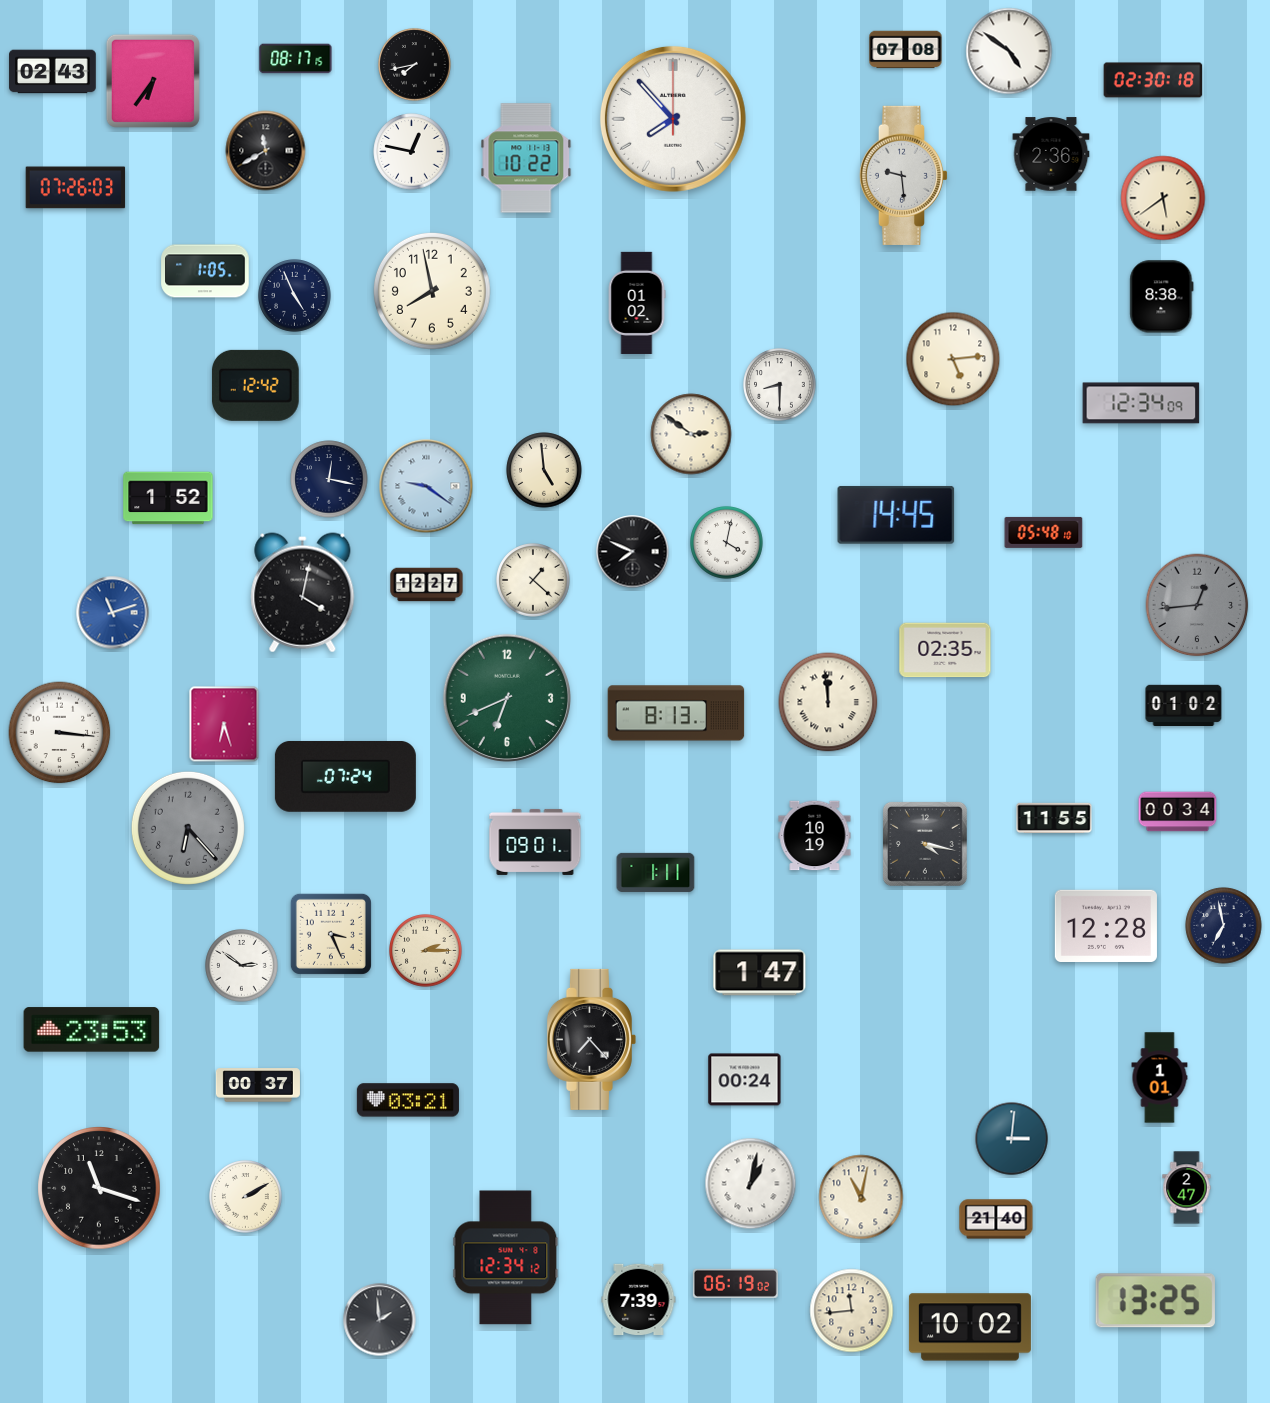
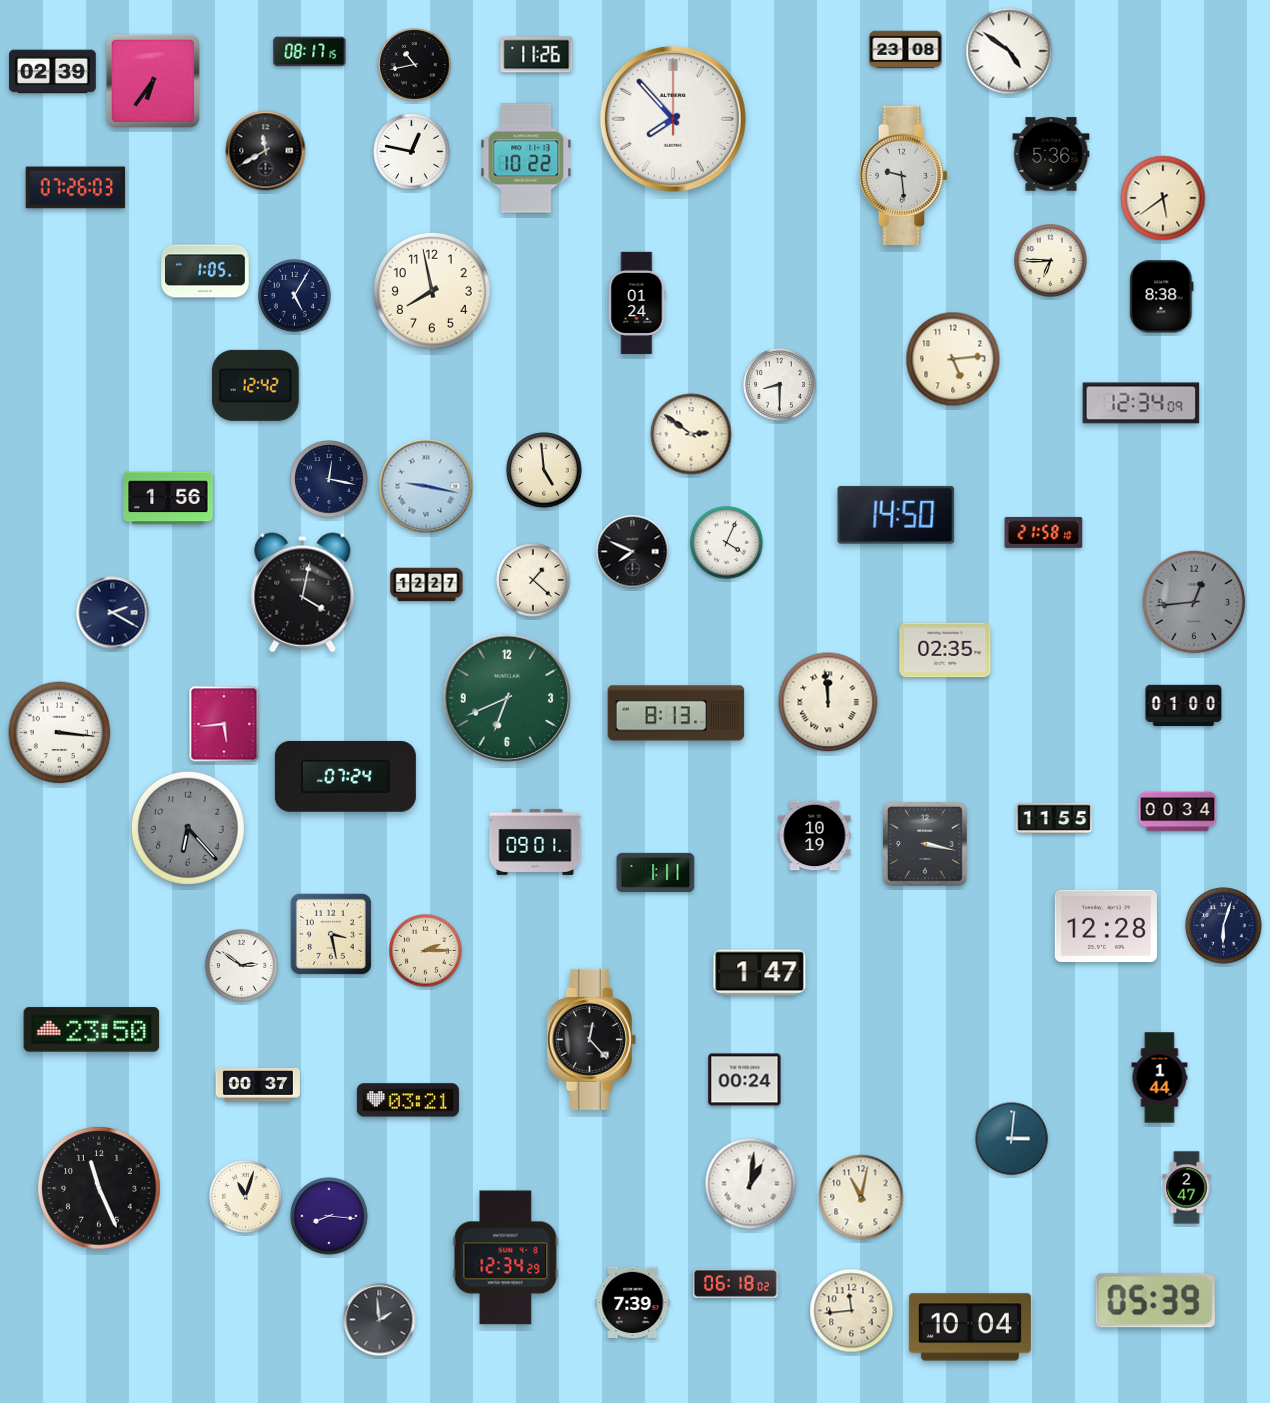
clock at (906, 50): 07:08 -> 23:08
clock at (537, 55): none -> 11:26
clock at (296, 59) position: (296, 59) -> (310, 52)
clock at (415, 65): 7:43 -> 10:43
clock at (53, 72): 02:43 -> 02:39
clock at (1153, 80): 02:30 -> none
clock at (1051, 154): 2:36 -> 5:36
clock at (1051, 261): none -> 6:45
clock at (295, 296): 4:56 -> 5:05
clock at (637, 303): 01:02 -> 01:24
clock at (426, 486): 9:21 -> 9:17
clock at (168, 498): 1:52 -> 1:56
clock at (896, 515): 14:45 -> 14:50
clock at (1044, 532): 05:48 -> 21:58
clock at (727, 543): 4:02 -> 4:04
clock at (1197, 605) position: (1197, 605) -> (1194, 602)
clock at (113, 613): 11:12 -> 2:20
clock at (113, 613) dial: blue -> navy
clock at (1184, 705): 01:02 -> 01:00
clock at (224, 724): 6:27 -> 5:44
clock at (925, 844): 4:17 -> 3:17
clock at (1224, 926): 6:58 -> 6:03
clock at (331, 934): 3:26 -> 3:28
clock at (92, 1030): 23:53 -> 23:50
clock at (591, 1039): 7:23 -> 12:23
clock at (1160, 1078): 1:01 -> 1:44
clock at (751, 1184): 1:02 -> 1:01
clock at (99, 1188): 11:18 -> 11:26
clock at (246, 1197): 2:10 -> 11:03
clock at (329, 1216): none -> 8:16
clock at (996, 1219): 21:40 -> none
clock at (506, 1258): 12:34:12 -> 12:34:29
clock at (735, 1283): 06:19 -> 06:18
clock at (639, 1300) position: (639, 1300) -> (633, 1303)
clock at (1155, 1301): 13:25 -> 05:39
clock at (970, 1327): 10:02 -> 10:04
